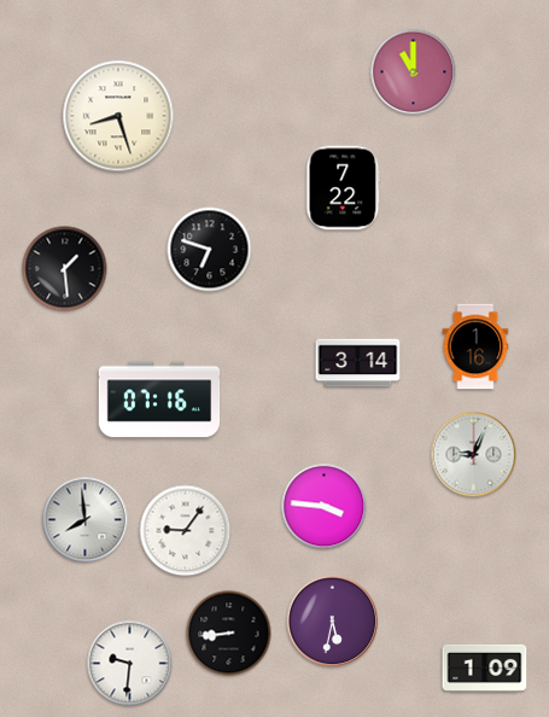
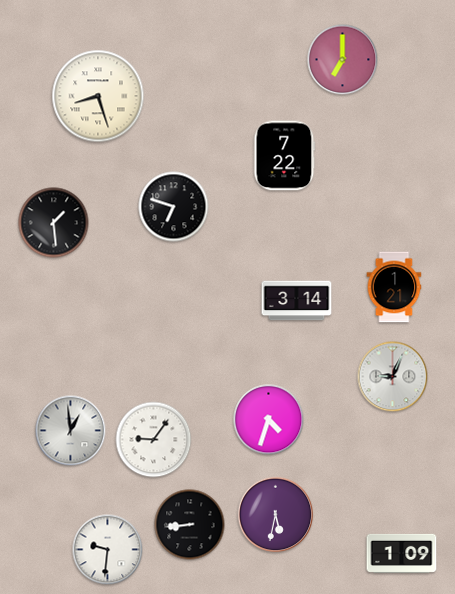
clock at (414, 72): 11:00 -> 7:00
clock at (475, 346): 1:16 -> 1:21
clock at (159, 400): 07:16 -> none
clock at (325, 507): 3:46 -> 4:33
clock at (86, 520): 7:59 -> 12:59
